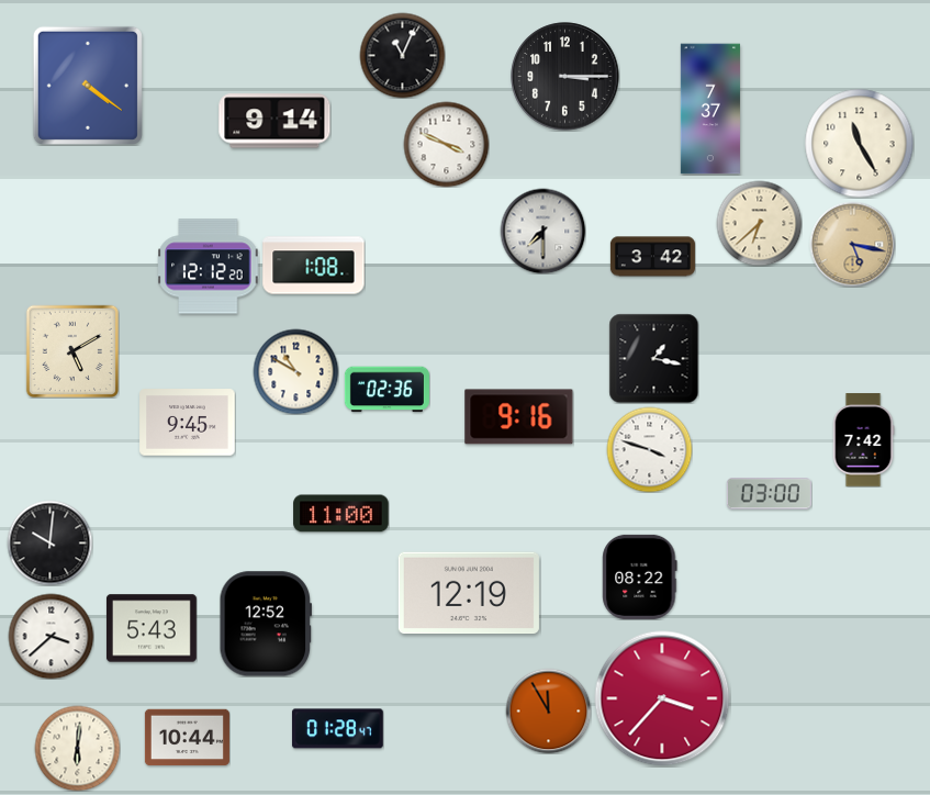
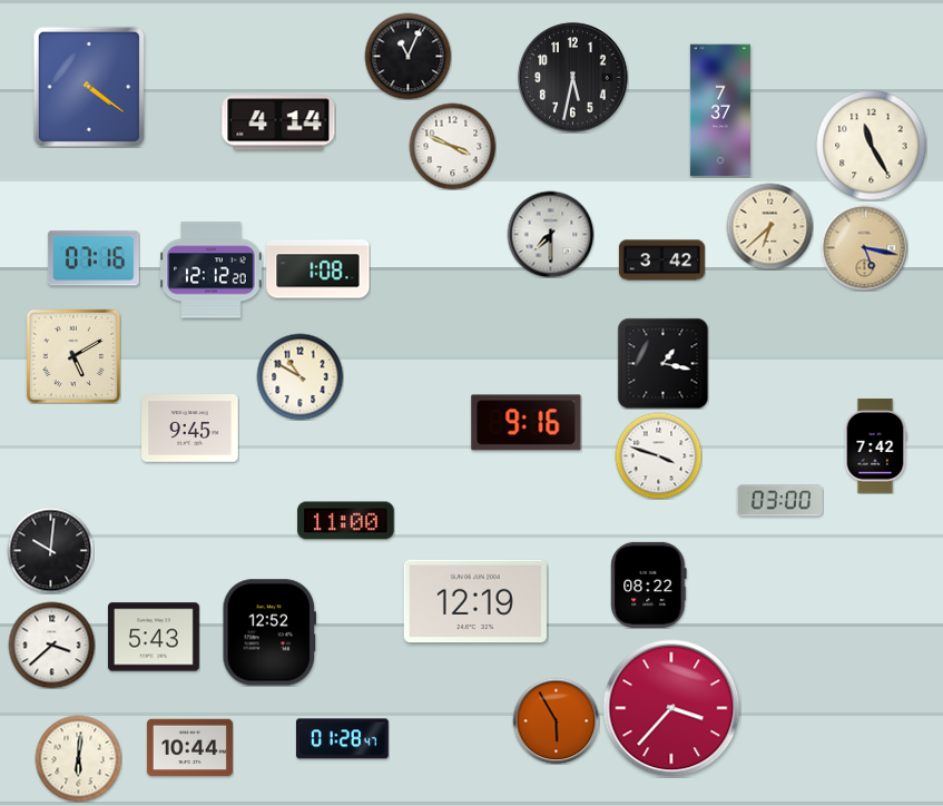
clock at (565, 77): 3:15 -> 5:32
clock at (274, 121): 9:14 -> 4:14
clock at (94, 258): none -> 07:16
clock at (386, 390): 02:36 -> none
clock at (548, 710): 11:55 -> 5:55
